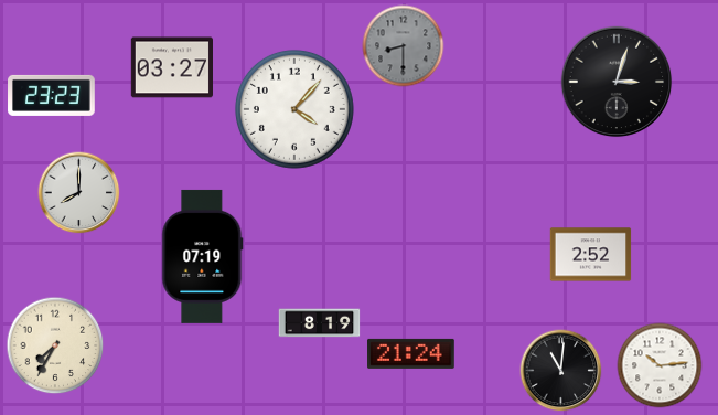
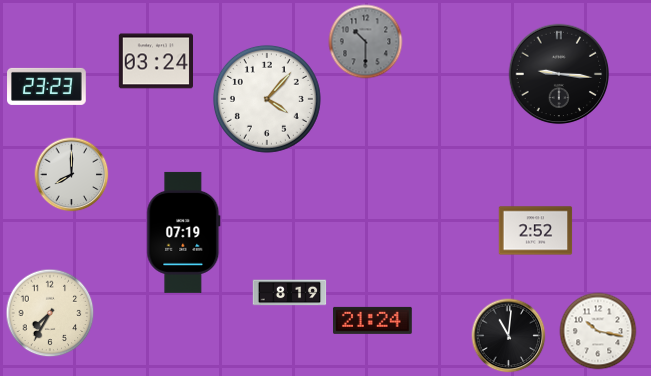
clock at (404, 46): 8:30 -> 10:30
clock at (171, 67): 03:27 -> 03:24
clock at (617, 82): 3:03 -> 9:16
clock at (660, 365): 10:14 -> 10:17
